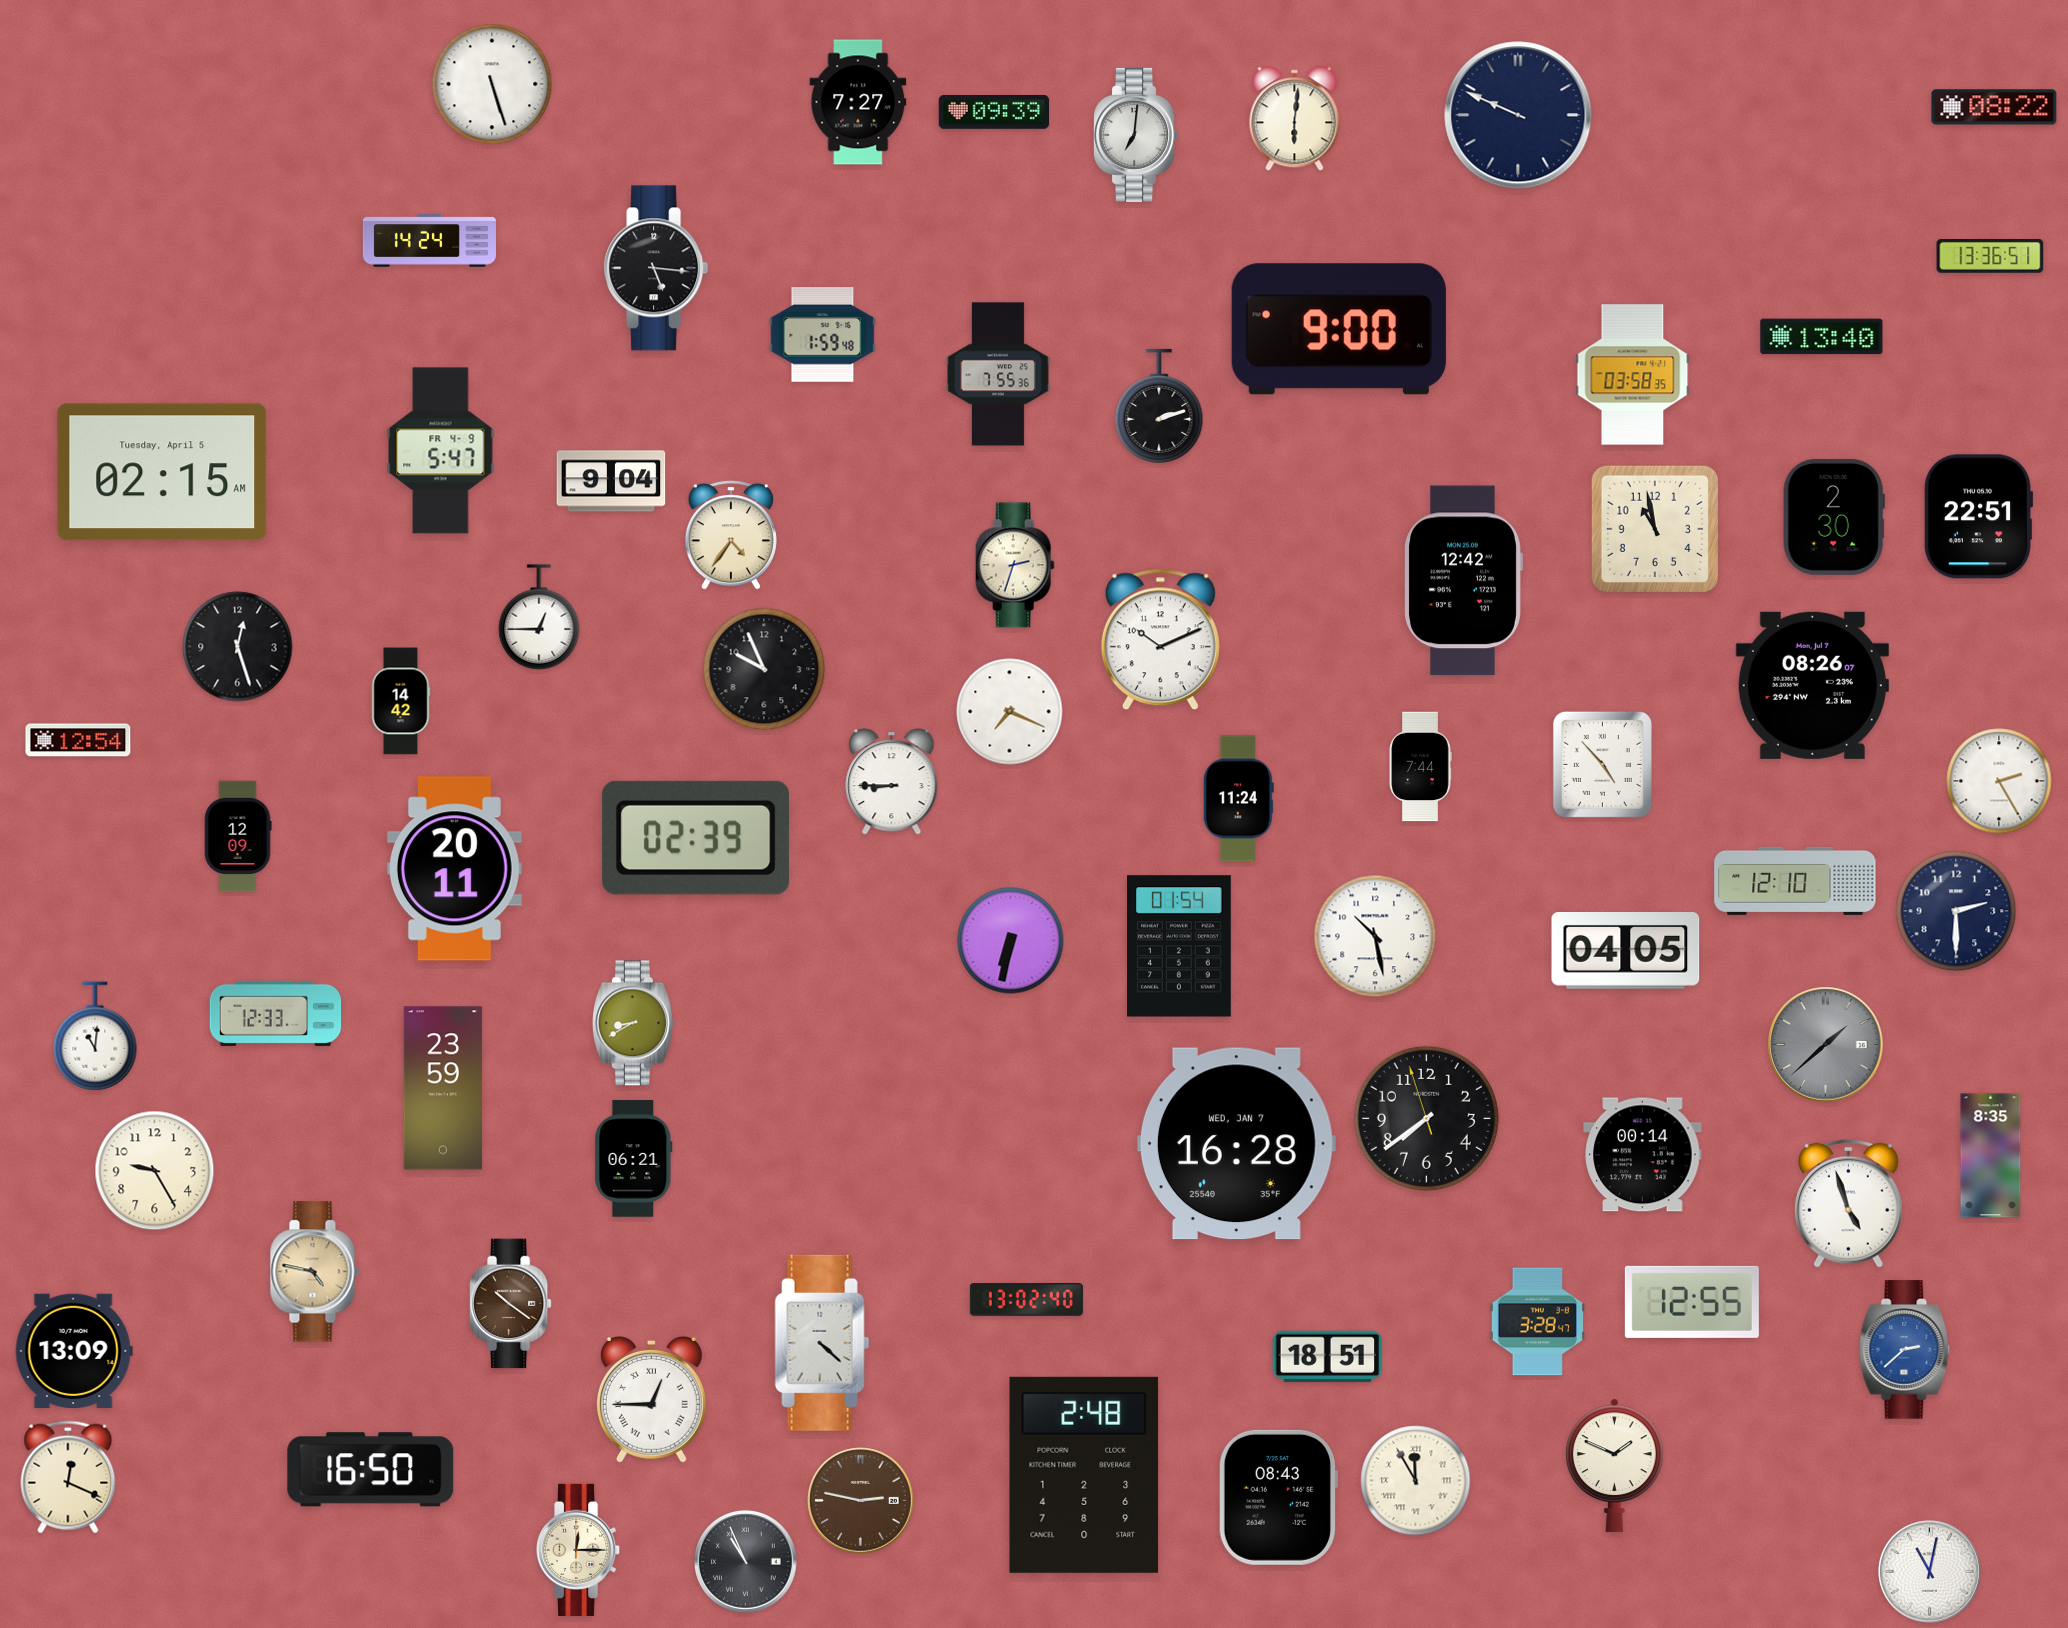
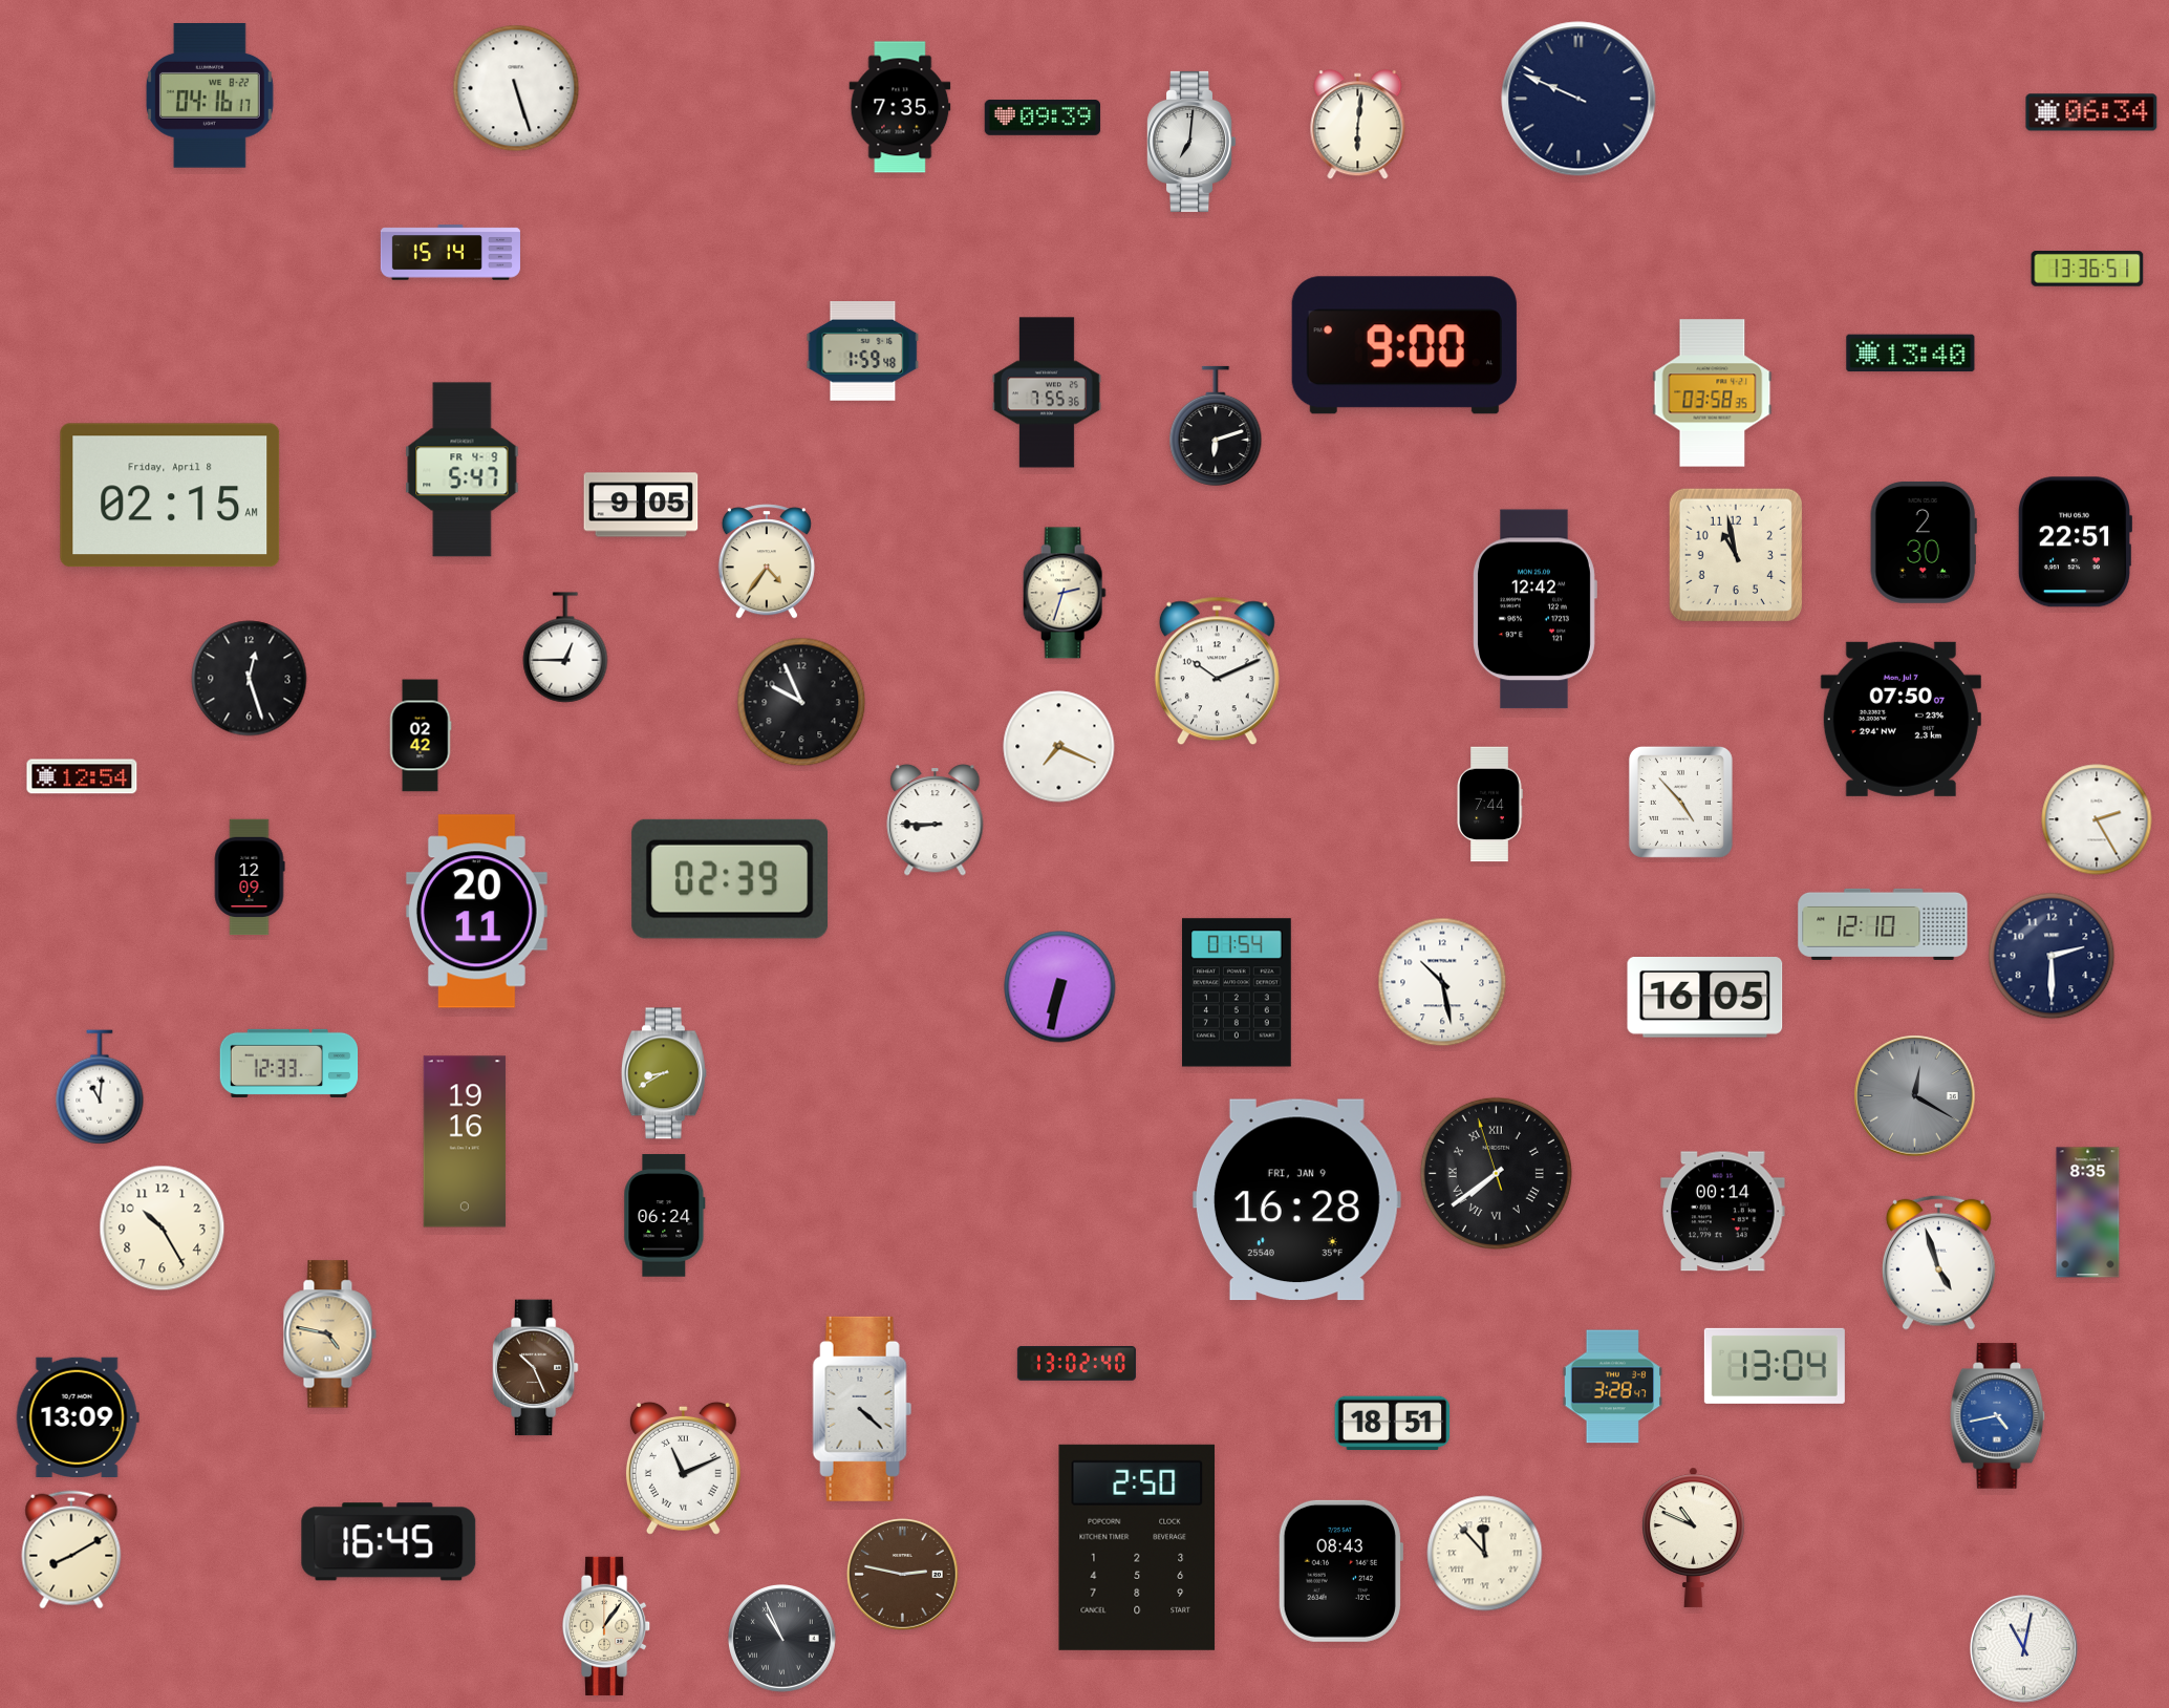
clock at (210, 97): none -> 04:16
clock at (858, 102): 7:27 -> 7:35
clock at (1994, 107): 08:22 -> 06:34
clock at (1518, 115) position: (1518, 115) -> (1579, 99)
clock at (429, 241): 14:24 -> 15:14
clock at (656, 268): 5:16 -> none
clock at (1159, 406): 2:12 -> 6:12
clock at (441, 451) position: (441, 451) -> (463, 470)
clock at (162, 472) date: Tuesday, April 5 -> Friday, April 8
clock at (611, 481): 9:04 -> 9:05
clock at (1812, 685): 08:26 -> 07:50
clock at (401, 701): 14:42 -> 02:42
clock at (1238, 799): 11:24 -> none
clock at (1626, 951): 04:05 -> 16:05
clock at (1826, 1045): 1:38 -> 12:20
clock at (443, 1088): 23:59 -> 19:16
clock at (1426, 1118) numerals: Arabic -> Roman
clock at (1236, 1144) date: WED, JAN 7 -> FRI, JAN 9
clock at (634, 1159): 06:21 -> 06:24
clock at (155, 1171): 9:25 -> 10:25
clock at (1692, 1302): 12:55 -> 13:04
clock at (510, 1304): 10:21 -> 10:26
clock at (1905, 1350): 2:38 -> 4:43
clock at (651, 1399): 12:45 -> 11:11
clock at (1615, 1465): 1:49 -> 10:49
clock at (371, 1470): 16:50 -> 16:45
clock at (1084, 1475): 2:48 -> 2:50
clock at (68, 1477): 12:19 -> 8:10
clock at (1416, 1481): 11:55 -> 11:53
clock at (579, 1550): 12:15 -> 1:06
